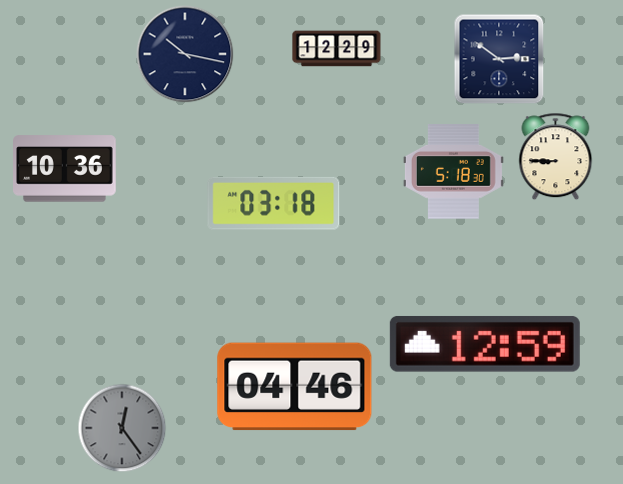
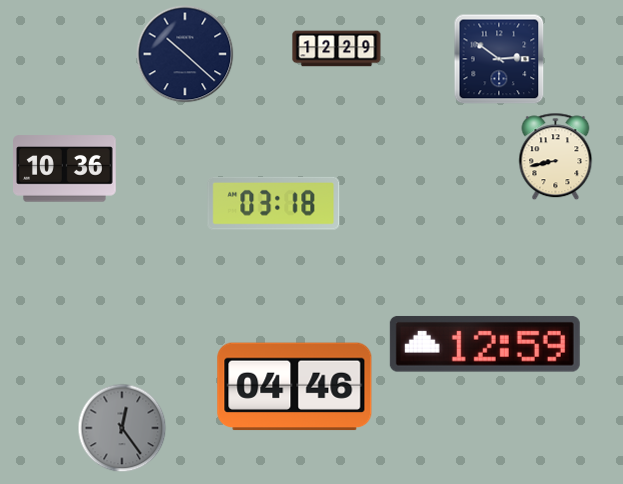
clock at (185, 54): 10:17 -> 10:22
clock at (556, 157): 8:45 -> 8:43
clock at (453, 172): 5:18 -> none
